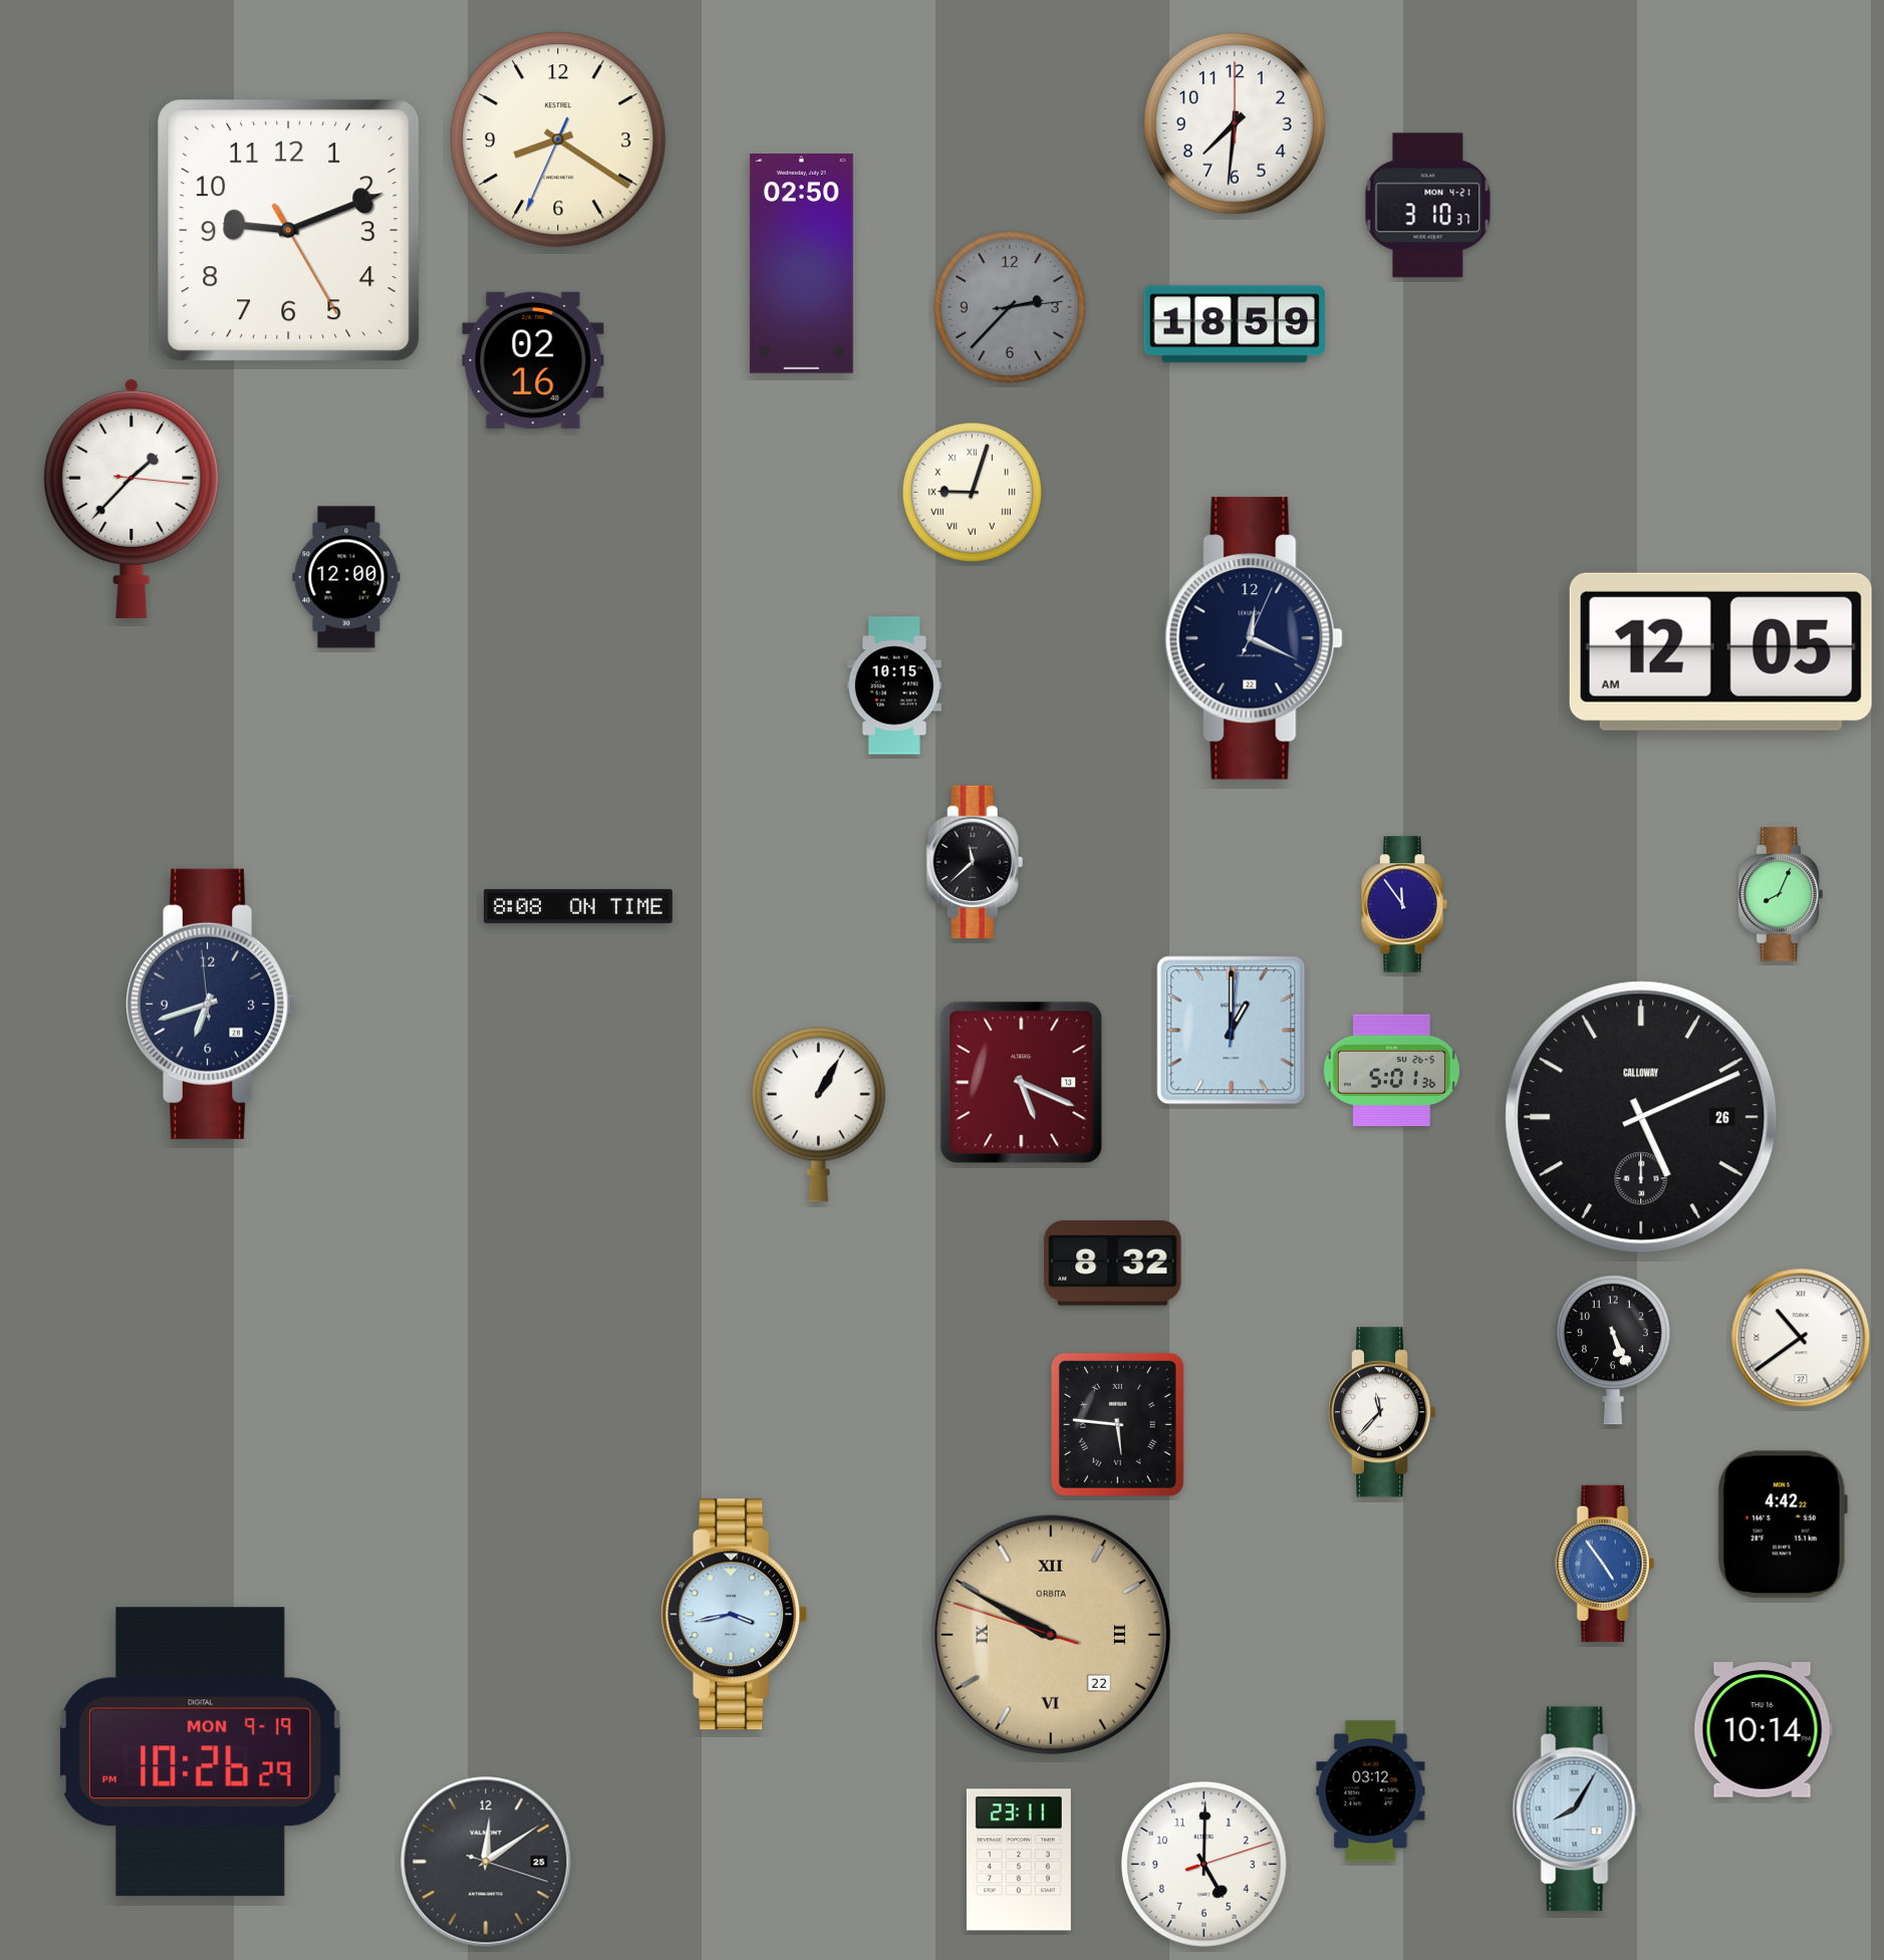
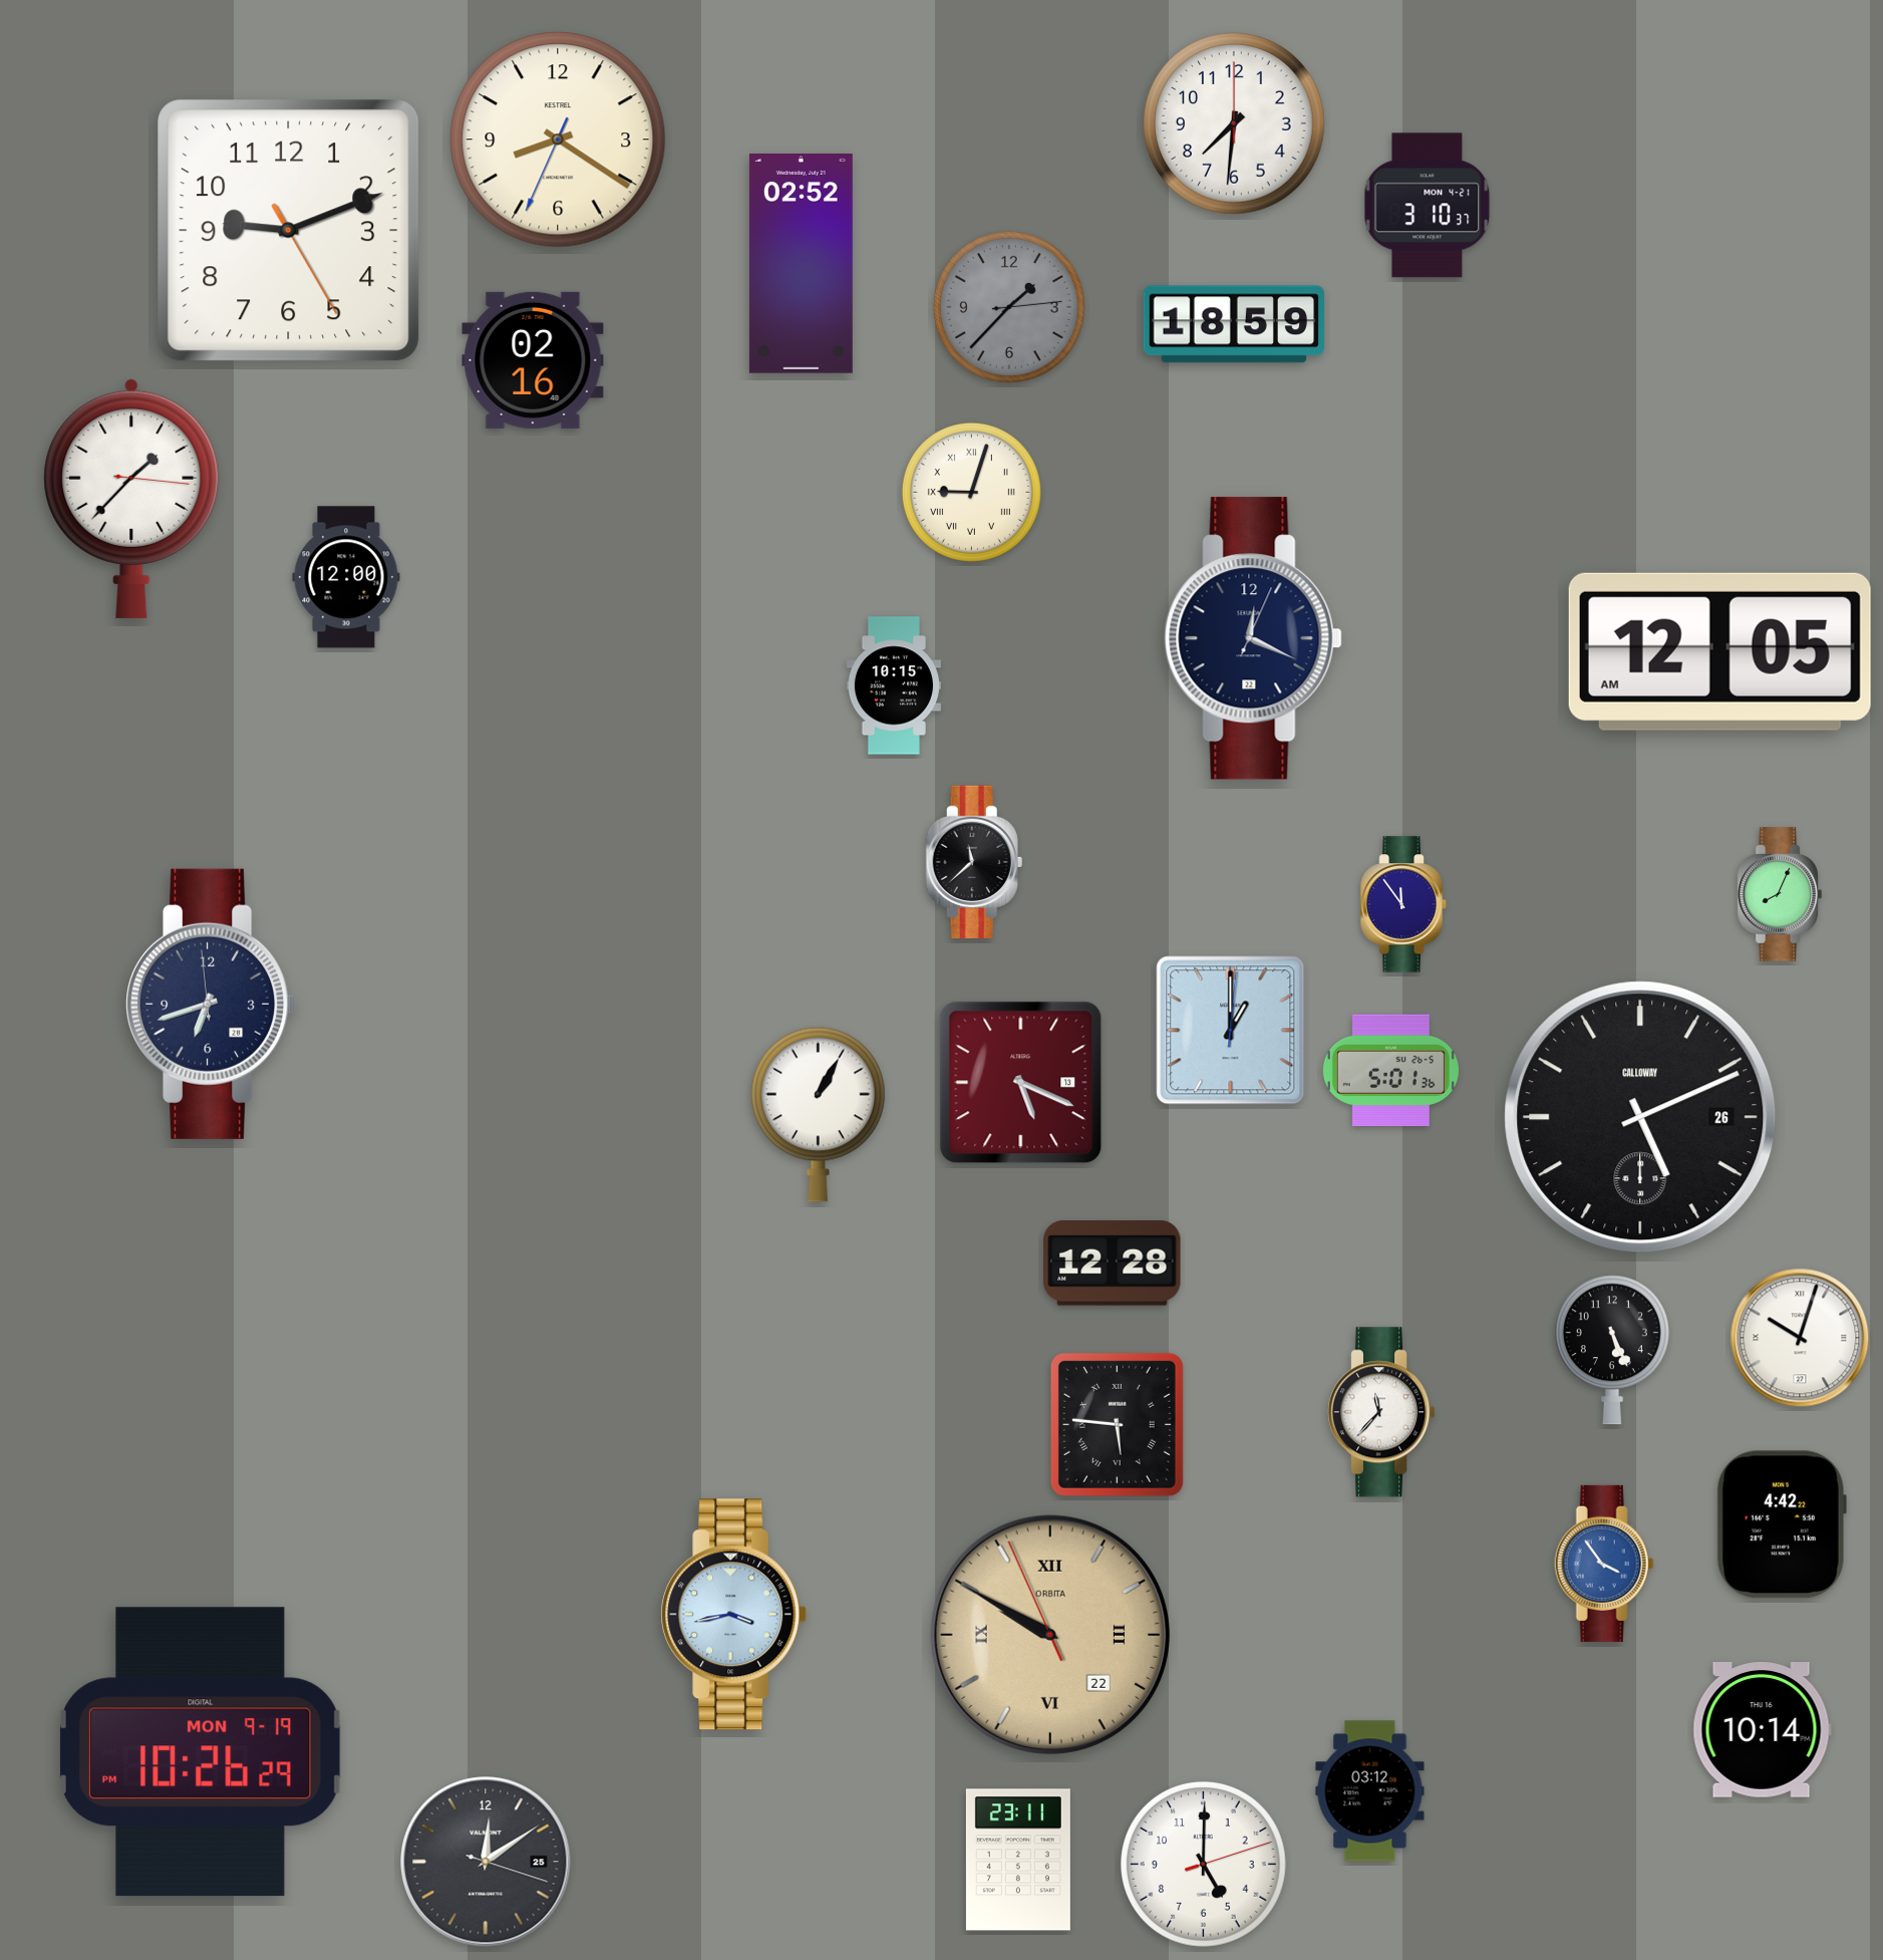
clock at (801, 264): 02:50 -> 02:52
clock at (1010, 307): 2:37 -> 1:37
clock at (578, 906): 8:08 -> none
clock at (1113, 1264): 8:32 -> 12:28
clock at (1801, 1338): 10:39 -> 10:03
clock at (1605, 1564): 4:54 -> 3:54
clock at (1051, 1635): 9:49:48 -> 9:49:56
clock at (1577, 1809): 8:05 -> none
